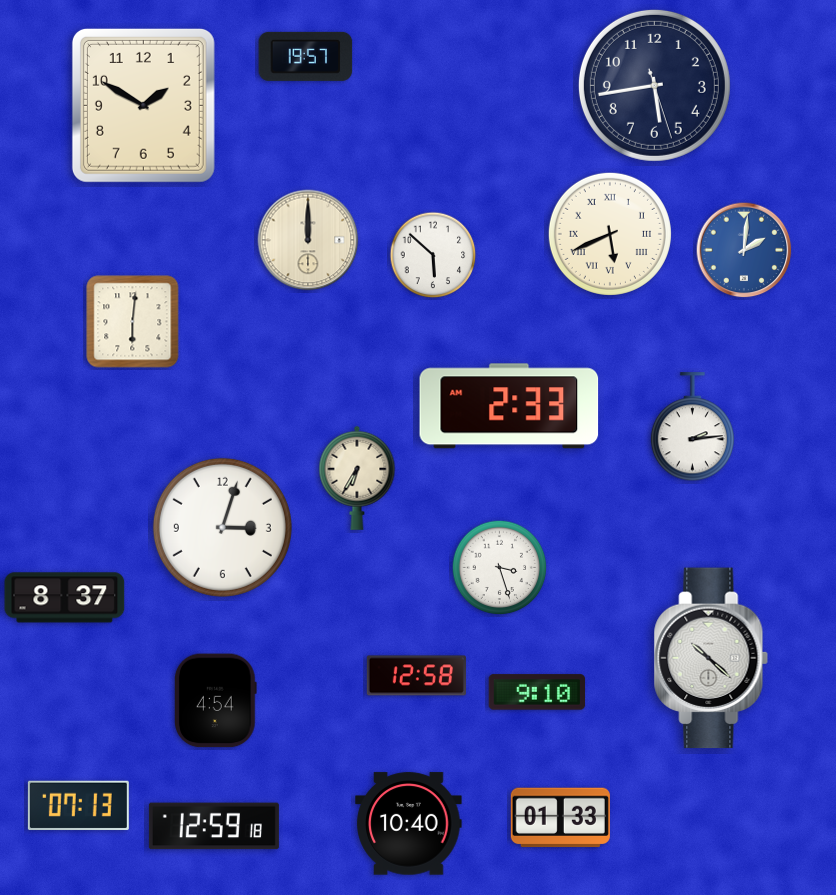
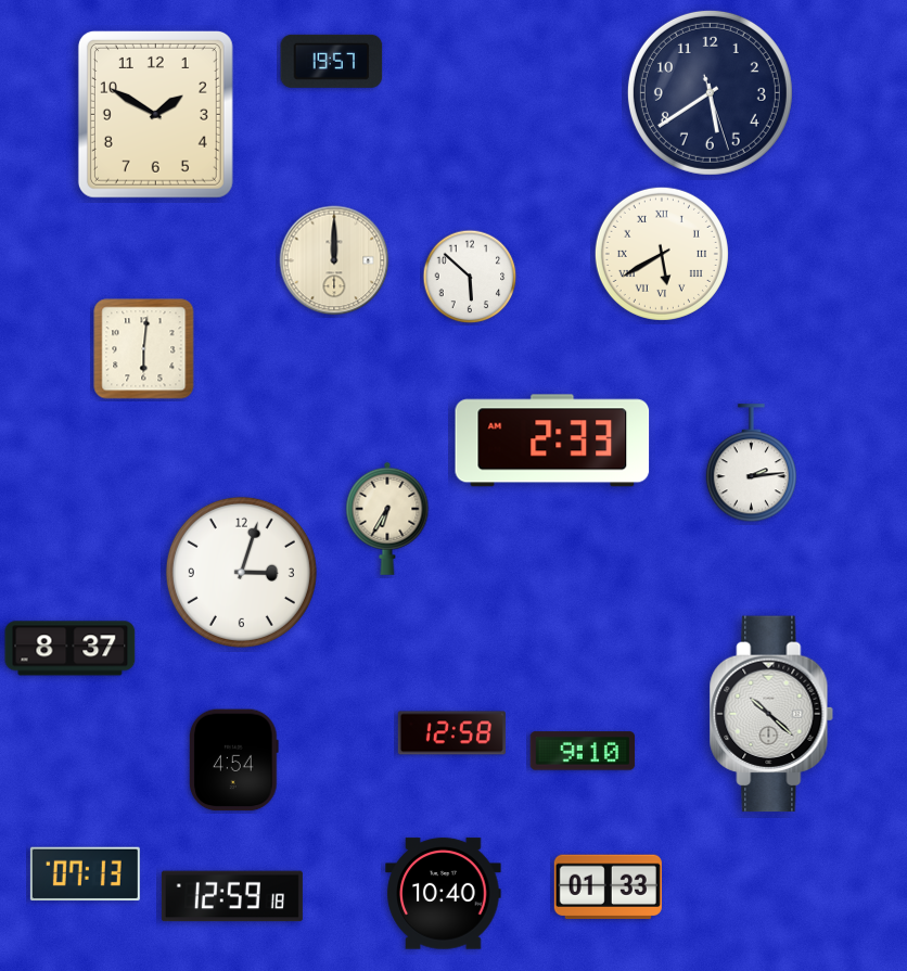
clock at (654, 85): 5:43 -> 5:39
clock at (610, 234): 5:41 -> 5:40
clock at (744, 250): 2:01 -> none
clock at (500, 568): 3:27 -> none
